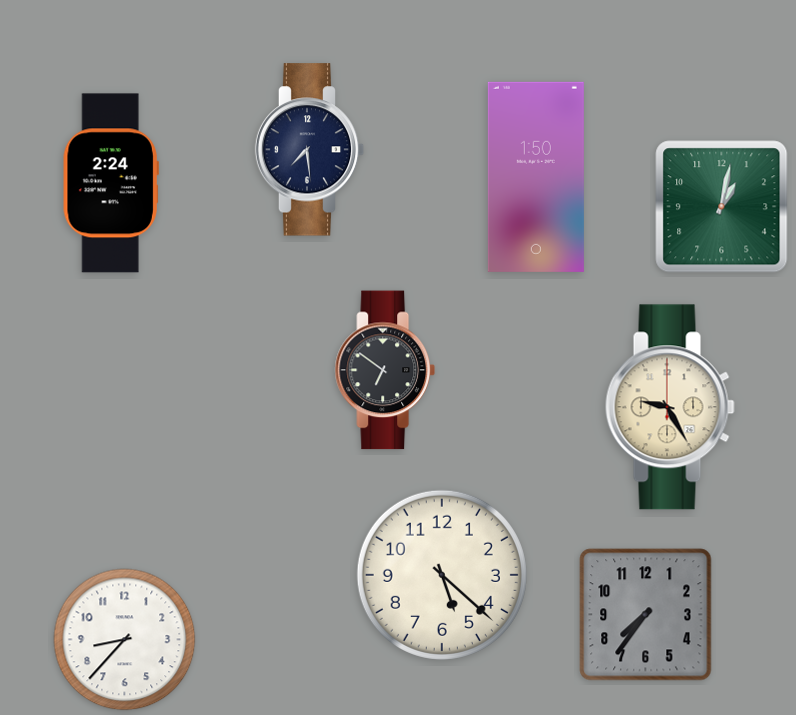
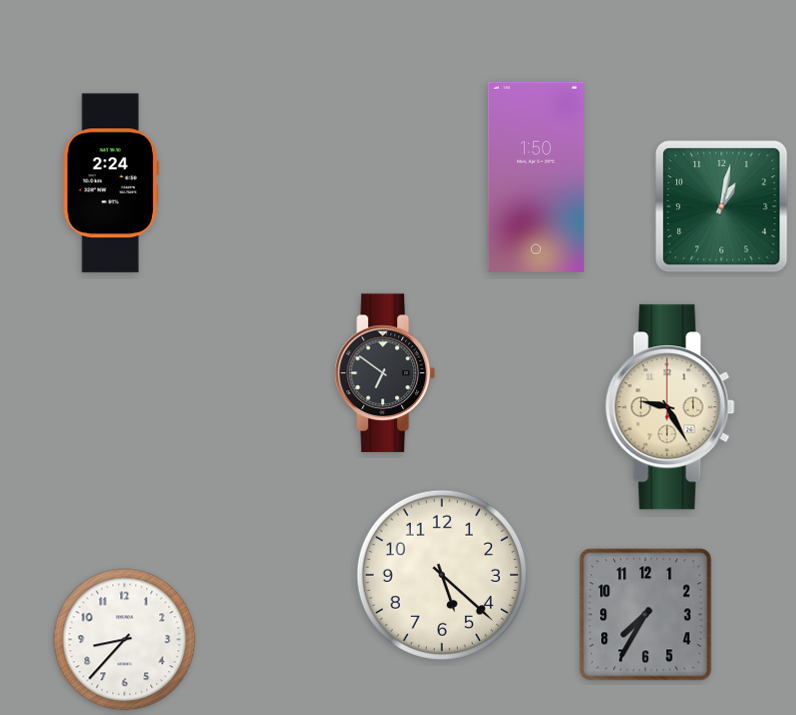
clock at (310, 150): 7:29 -> none
clock at (385, 370) position: (385, 370) -> (385, 373)
clock at (646, 615): 7:36 -> 7:35
